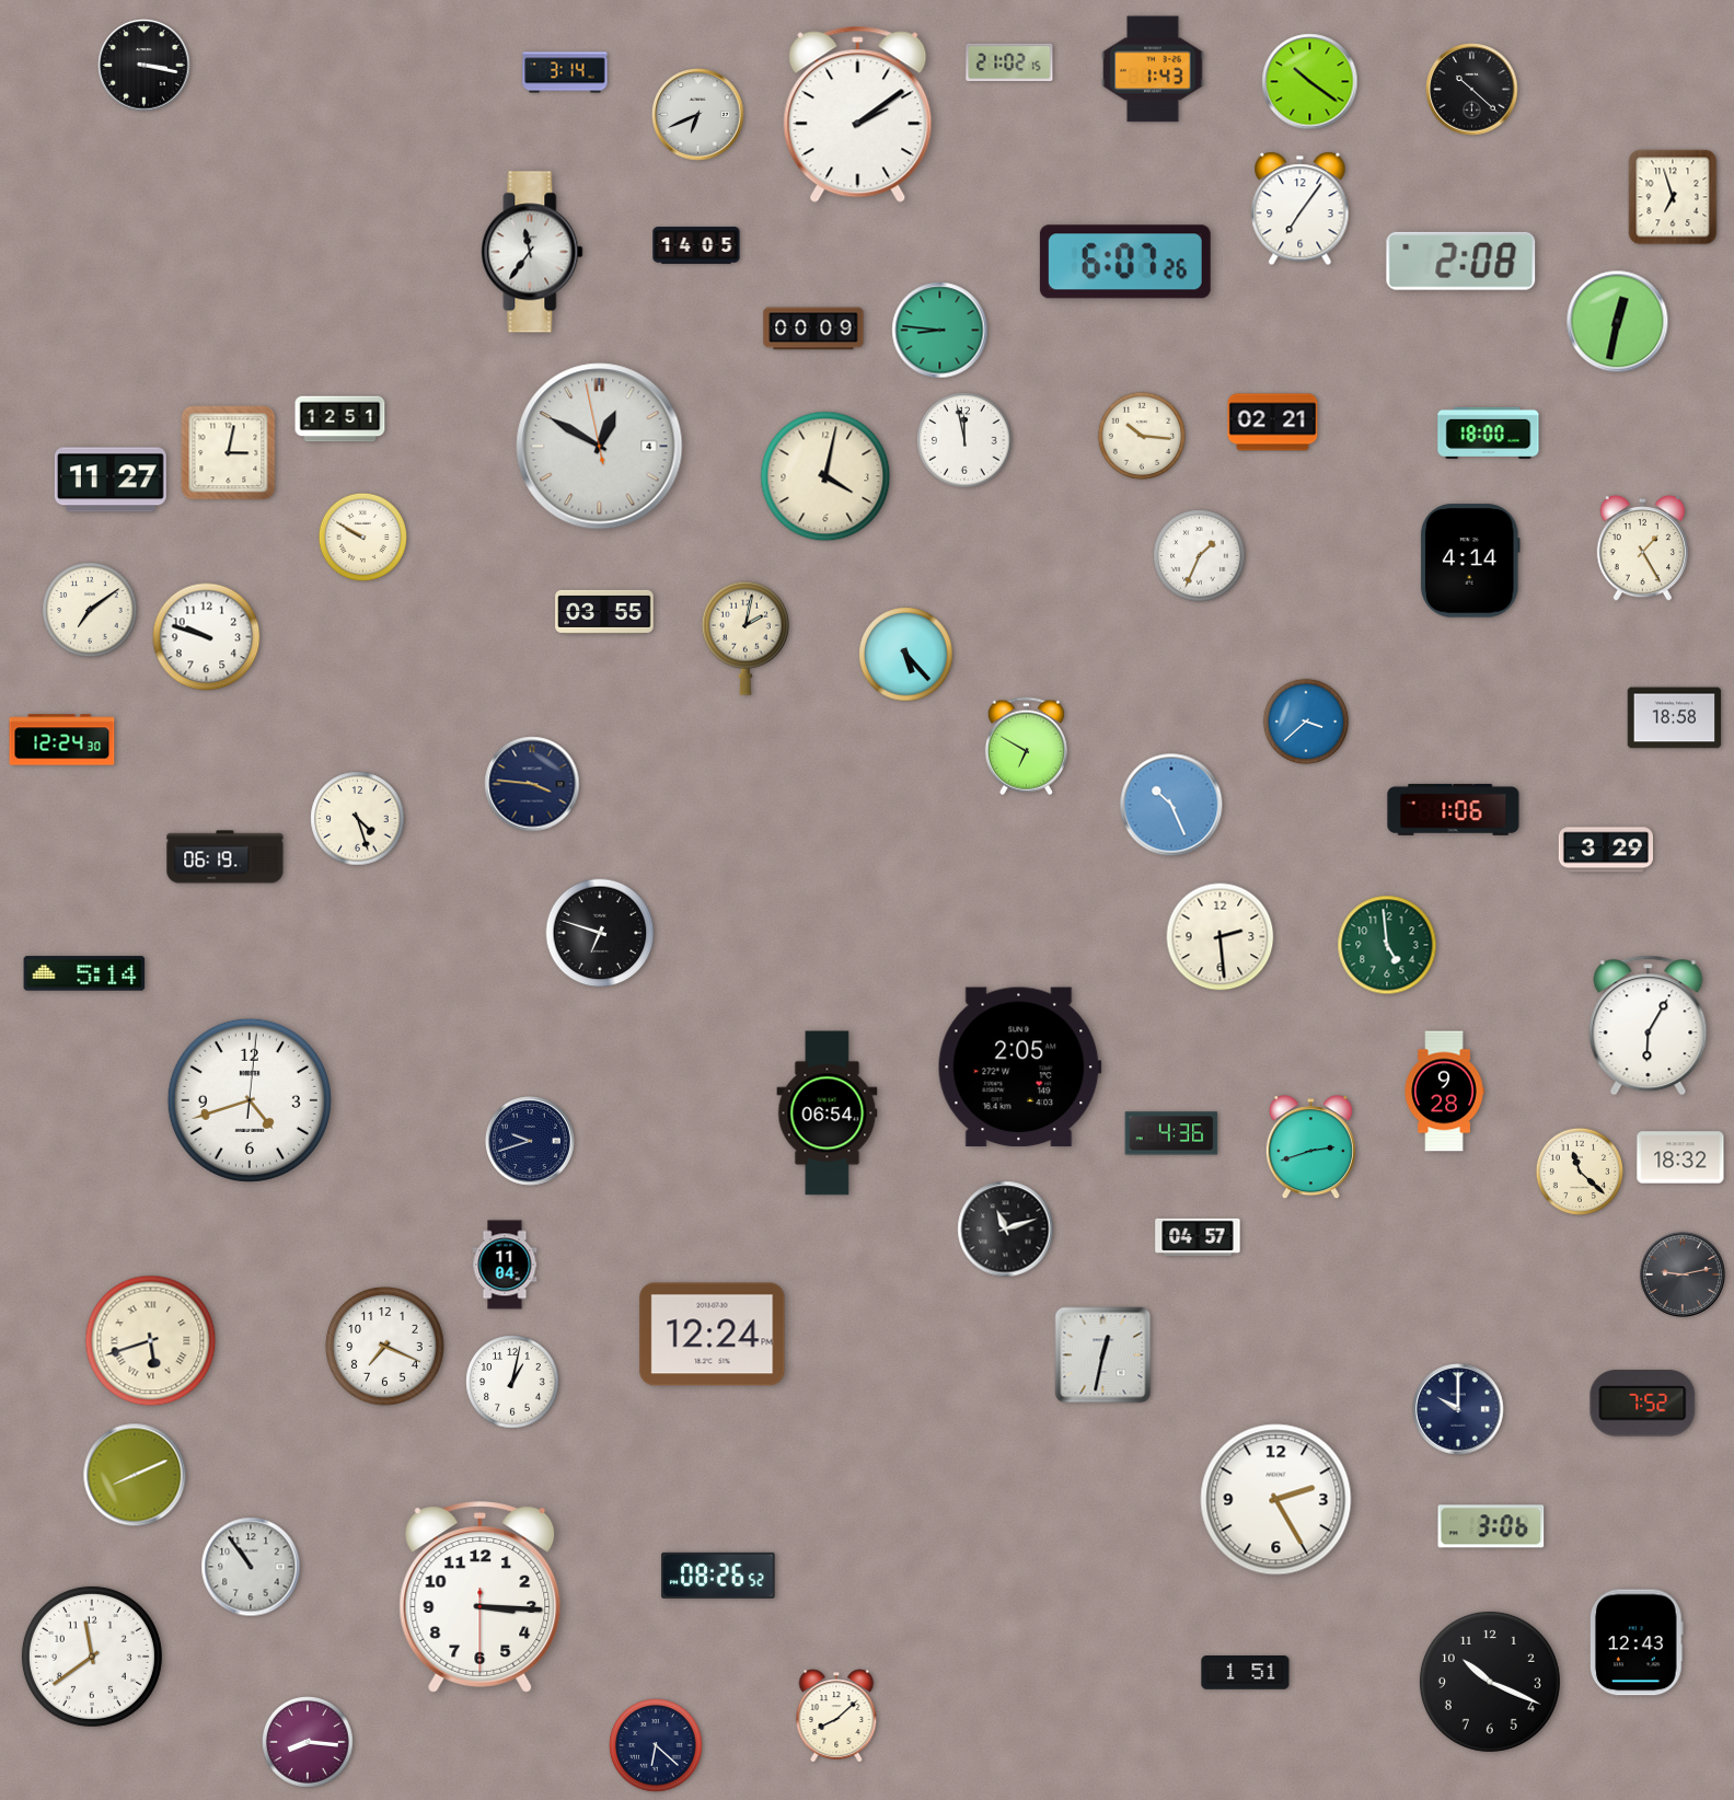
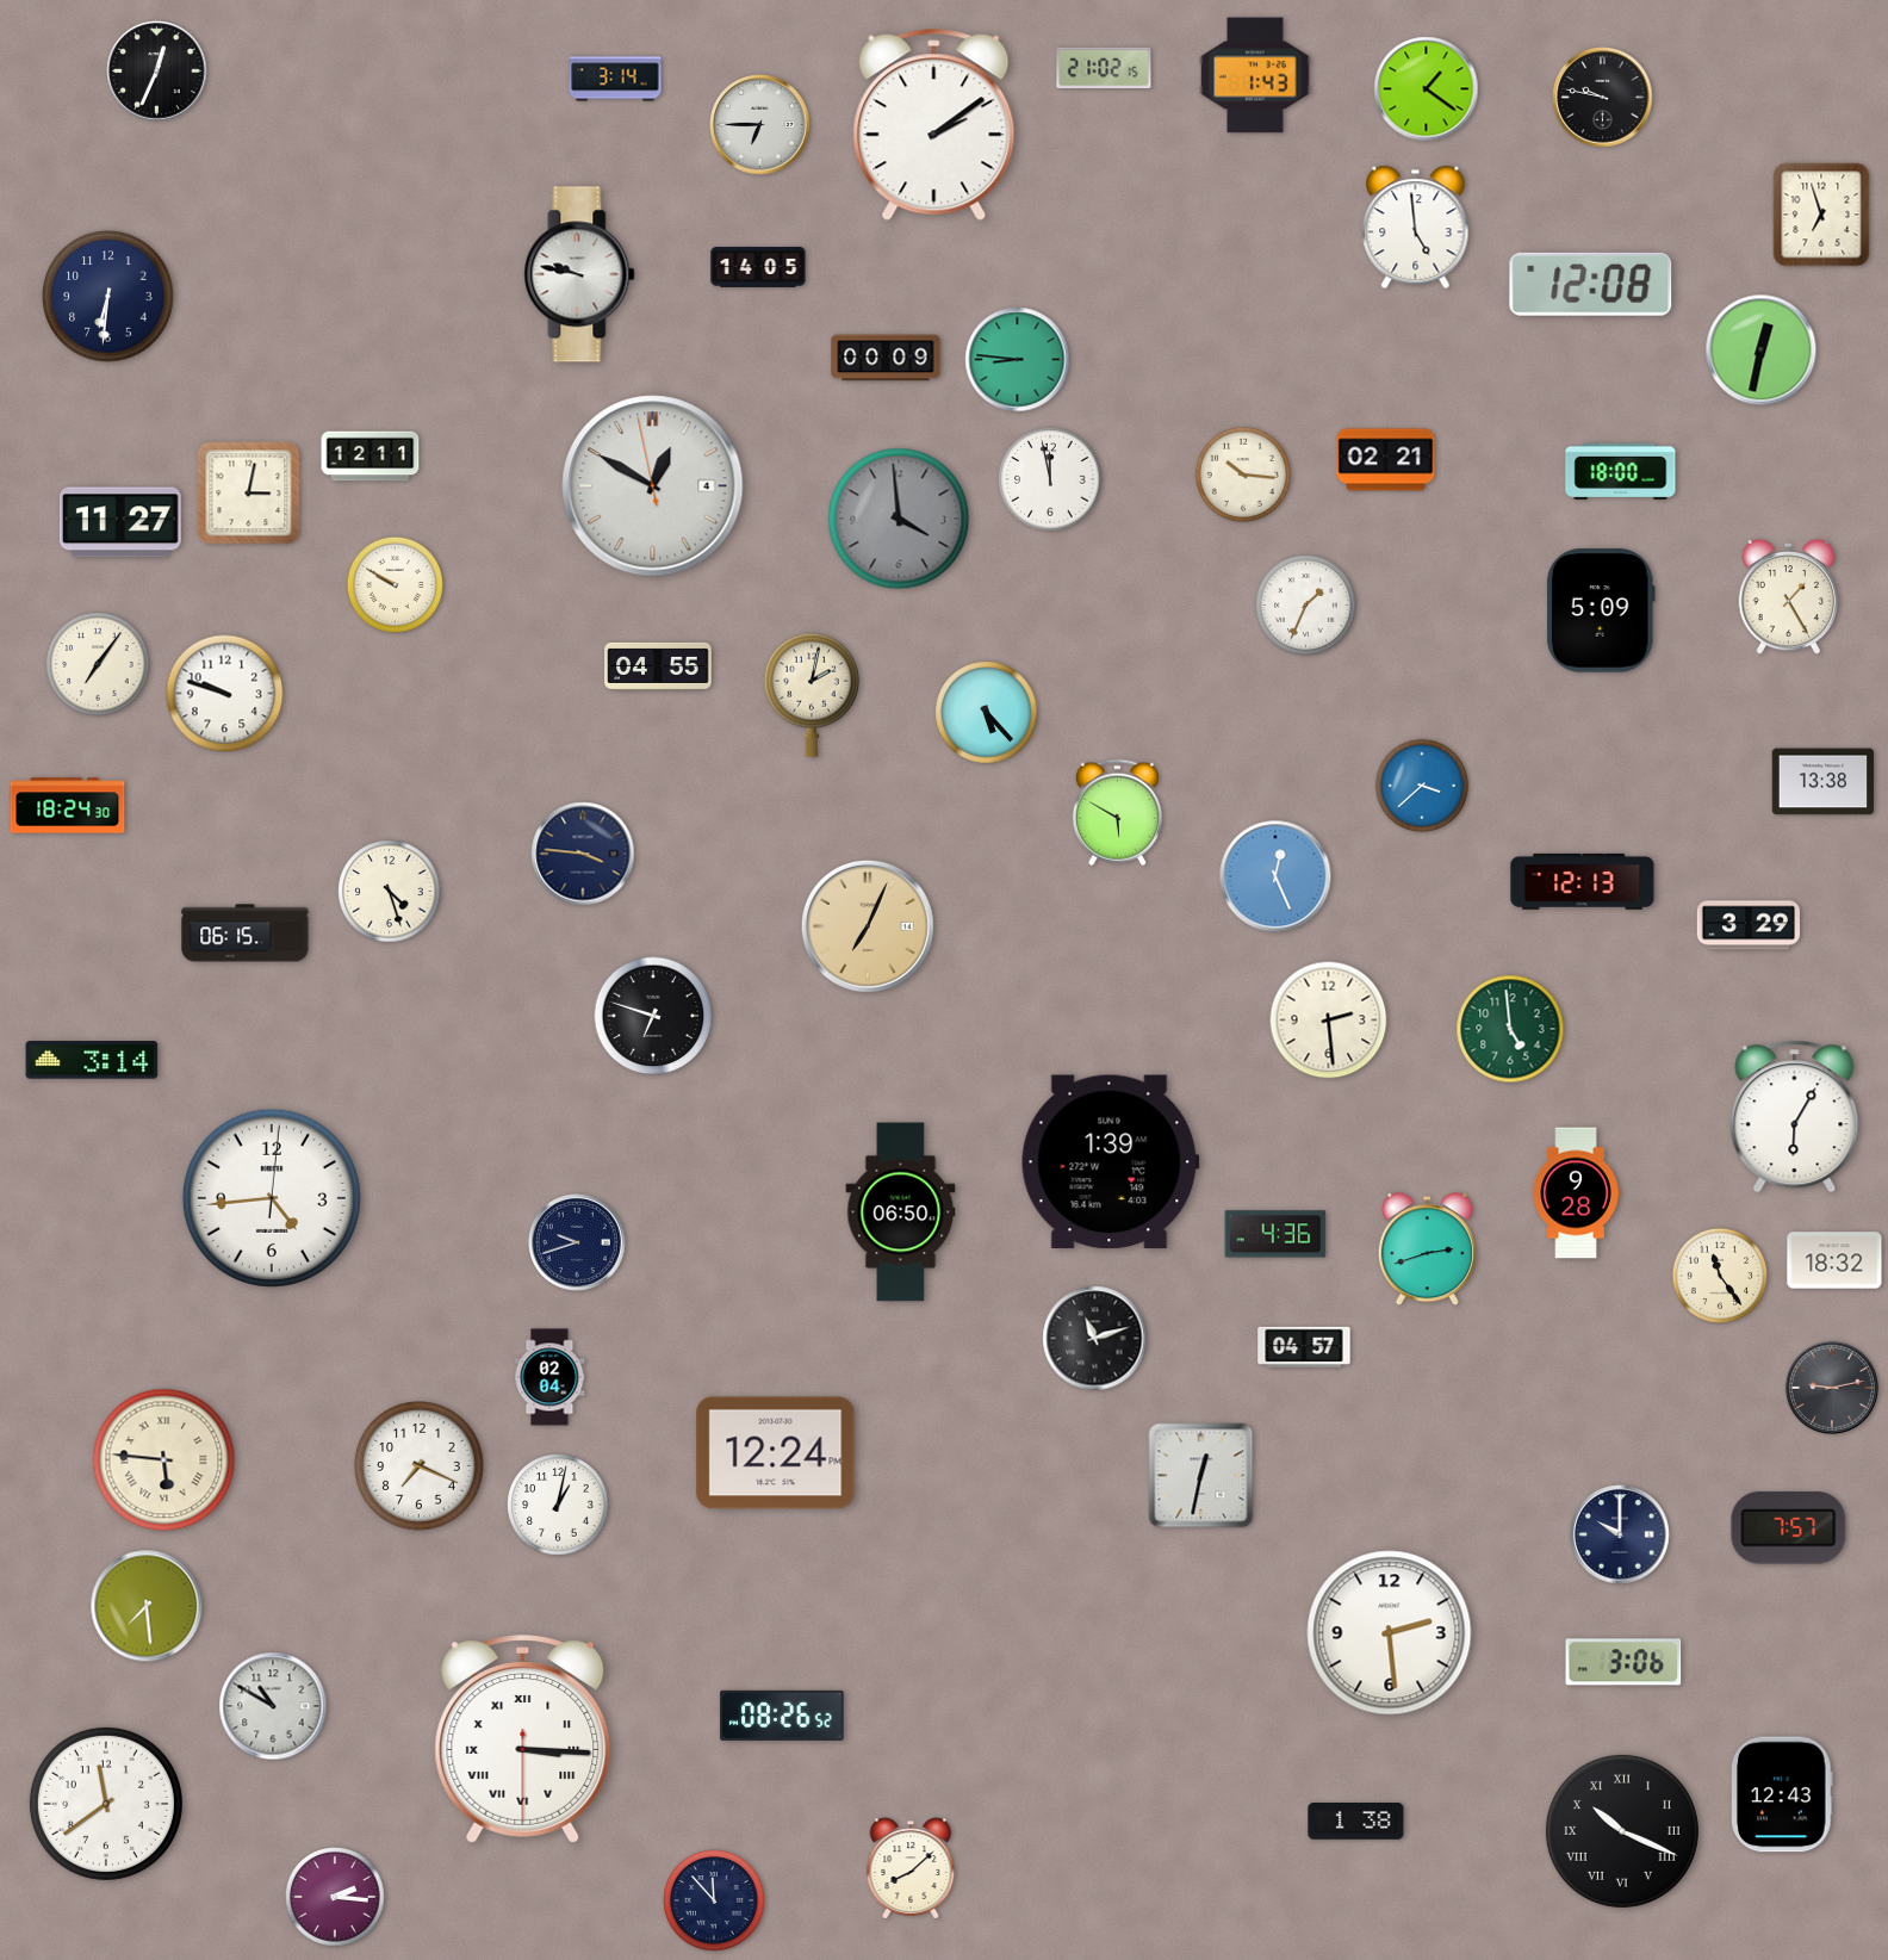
clock at (1009, 62) position: (1009, 62) -> (1104, 68)
clock at (144, 66): 3:17 -> 12:34
clock at (1310, 82): 10:21 -> 1:21
clock at (1472, 90): 10:22 -> 9:47
clock at (698, 115): 6:41 -> 6:45
clock at (1300, 209): 7:06 -> 4:59
clock at (532, 252): 11:36 -> 9:47
clock at (1461, 261): 2:08 -> 12:08
clock at (1125, 262): 6:07 -> none
clock at (108, 297): none -> 6:31
clock at (940, 331) position: (940, 331) -> (1018, 360)
clock at (340, 419): 12:51 -> 12:11
clock at (825, 476): 4:02 -> 3:59
clock at (825, 476) dial: cream -> grey
clock at (1470, 561): 4:14 -> 5:09
clock at (90, 610): 7:09 -> 7:06
clock at (604, 612): 03:55 -> 04:55
clock at (1675, 718): 18:58 -> 13:38
clock at (62, 740): 12:24 -> 18:24
clock at (1026, 747): 6:50 -> 5:50
clock at (532, 784) position: (532, 784) -> (583, 854)
clock at (1171, 805): 10:26 -> 12:26
clock at (1454, 809): 1:06 -> 12:13
clock at (868, 926): none -> 7:04
clock at (226, 857): 06:19 -> 06:15
clock at (84, 973): 5:14 -> 3:14
clock at (1019, 1068): 2:05 -> 1:39
clock at (1444, 1092) position: (1444, 1092) -> (1576, 1193)
clock at (250, 1100): 4:42 -> 4:44
clock at (828, 1114): 06:54 -> 06:50
clock at (1680, 1157) position: (1680, 1157) -> (1834, 1260)
clock at (1579, 1170): 11:22 -> 11:24
clock at (505, 1265): 11:04 -> 02:04
clock at (151, 1341): 5:42 -> 5:46
clock at (1643, 1404): 7:52 -> 7:57
clock at (1458, 1409) position: (1458, 1409) -> (1620, 1534)
clock at (135, 1475): 8:11 -> 7:29
clock at (1276, 1500): 2:25 -> 2:29
clock at (251, 1567): 10:54 -> 10:50
clock at (481, 1597) numerals: Arabic -> Roman
clock at (1638, 1642) position: (1638, 1642) -> (1783, 1794)
clock at (92, 1657) position: (92, 1657) -> (106, 1804)
clock at (1246, 1673): 1:51 -> 1:38
clock at (1490, 1682) numerals: Arabic -> Roman
clock at (309, 1743): 8:16 -> 2:16
clock at (656, 1745): 6:22 -> 11:53
